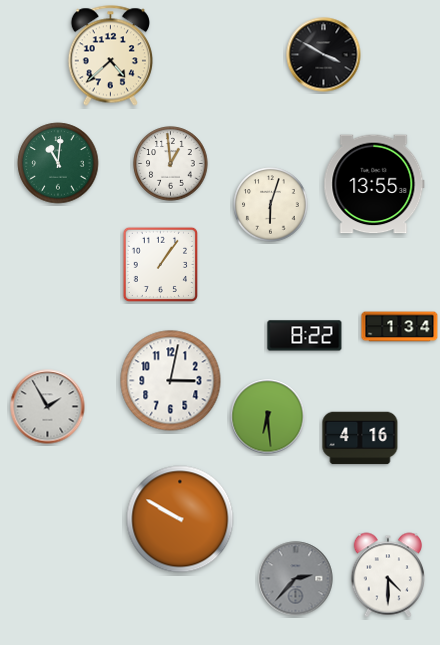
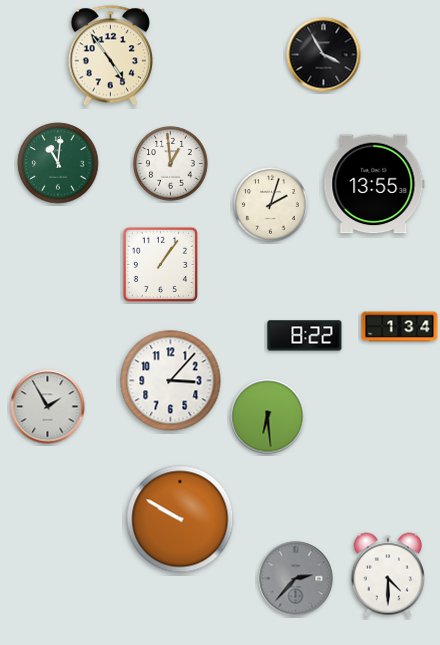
clock at (324, 55): 3:50 -> 3:55
clock at (110, 56): 4:38 -> 4:54
clock at (271, 205): 6:03 -> 2:03
clock at (171, 381): 3:02 -> 3:07
clock at (360, 438): 4:16 -> none
